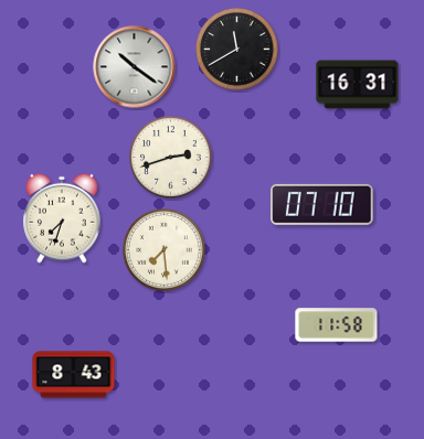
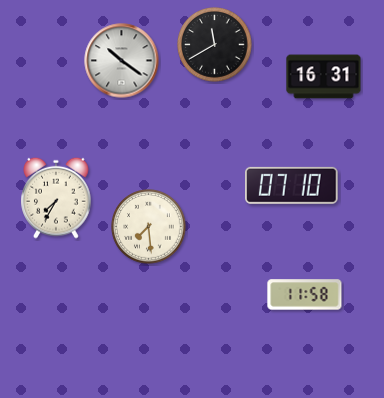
clock at (171, 158): 2:42 -> none
clock at (62, 218): 7:33 -> 7:35
clock at (74, 375): 8:43 -> none
